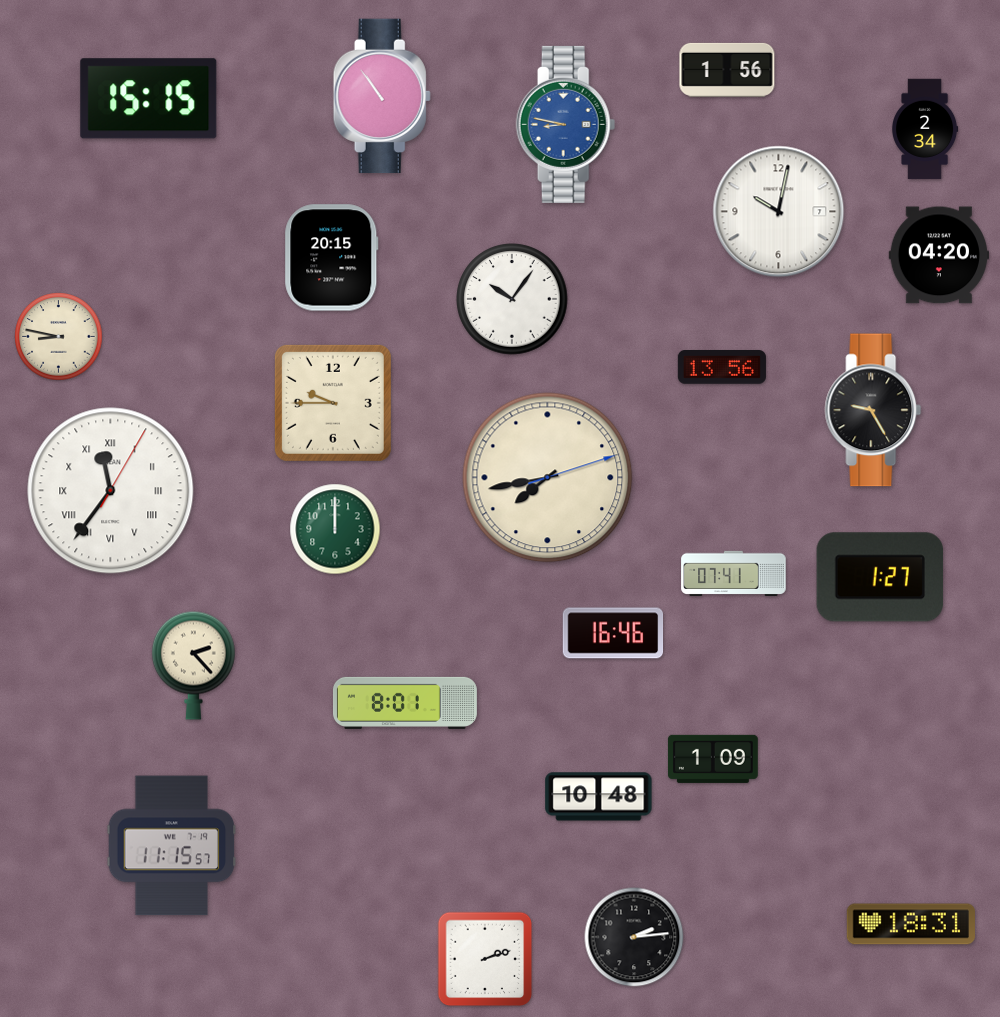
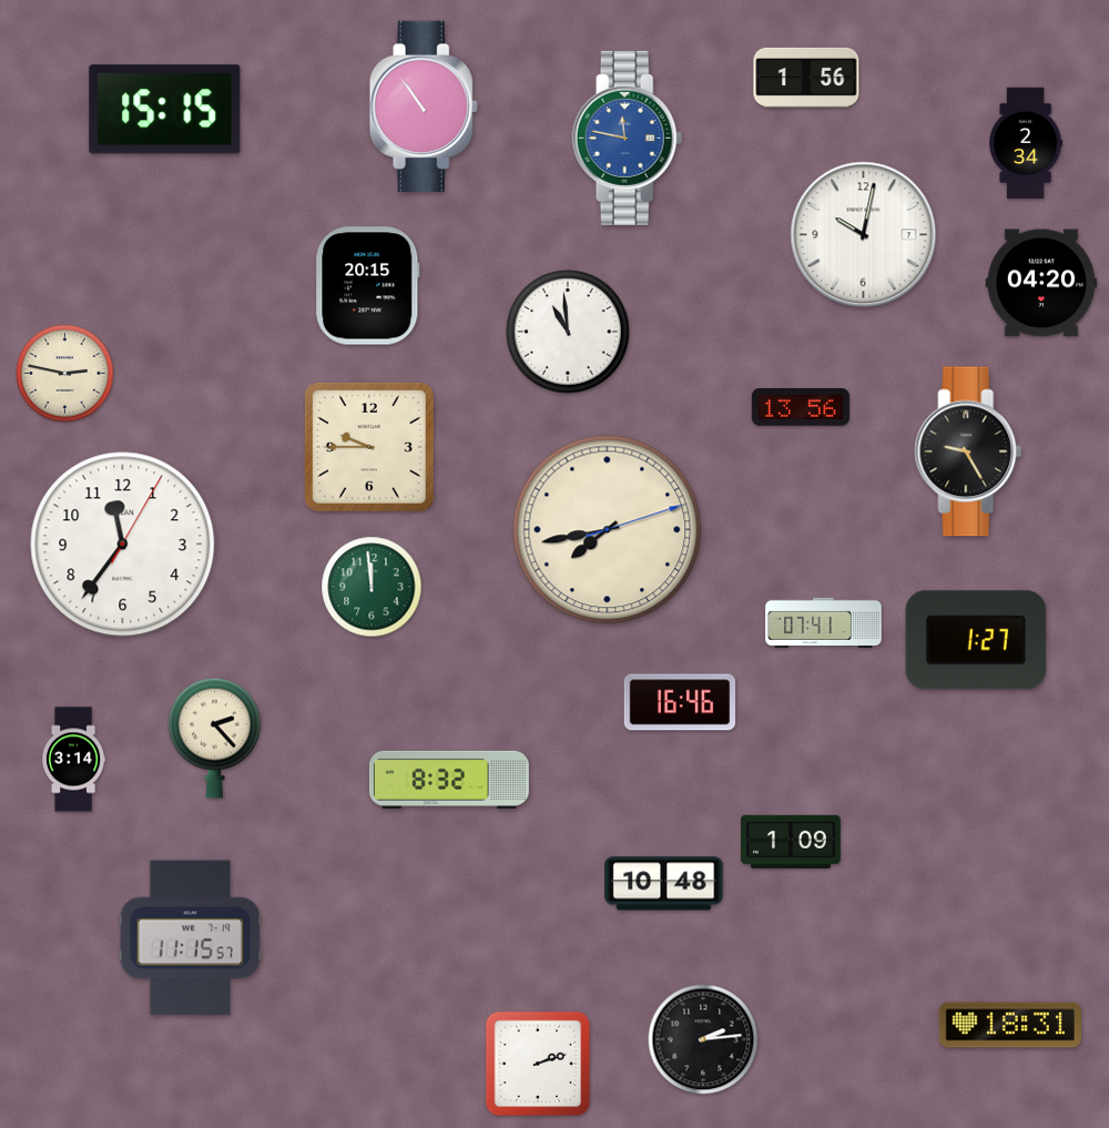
clock at (566, 124): 8:47 -> 11:47
clock at (512, 299): 10:06 -> 10:59
clock at (59, 337): 8:47 -> 2:47
clock at (873, 410) position: (873, 410) -> (968, 451)
clock at (111, 491) numerals: Roman -> Arabic
clock at (335, 529): 12:00 -> 11:59
clock at (734, 573) position: (734, 573) -> (824, 622)
clock at (74, 760): none -> 3:14
clock at (405, 703): 8:01 -> 8:32
